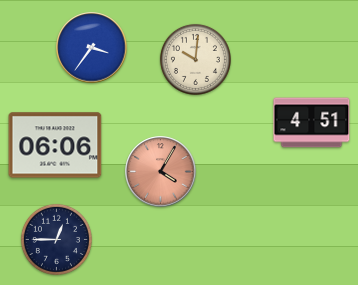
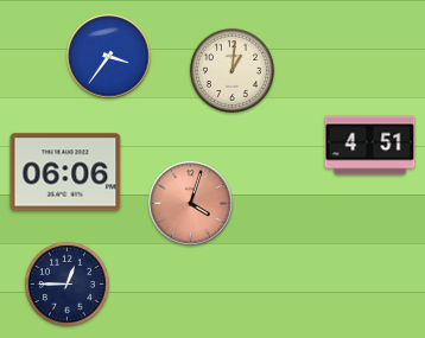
clock at (195, 59): 10:01 -> 1:01
clock at (161, 172): 4:05 -> 4:03
